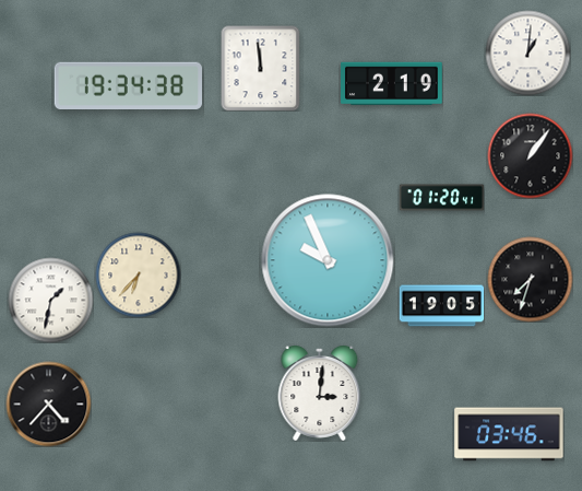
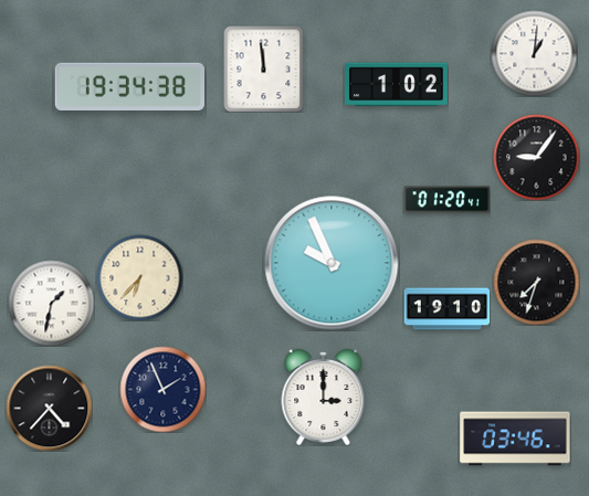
clock at (392, 84): 2:19 -> 1:02
clock at (530, 155): 1:06 -> 9:06
clock at (441, 306): 19:05 -> 19:10
clock at (162, 389): none -> 1:56
clock at (320, 394): 3:01 -> 3:00
